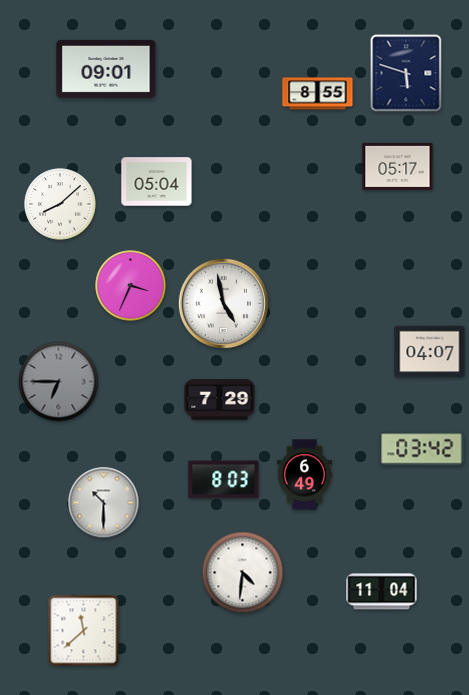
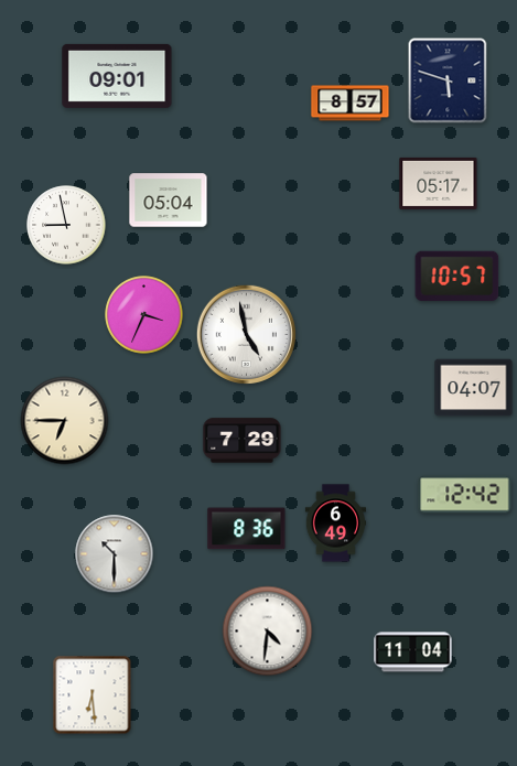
clock at (318, 94): 8:55 -> 8:57
clock at (157, 182) position: (157, 182) -> (169, 201)
clock at (60, 204): 8:08 -> 8:58
clock at (457, 276): none -> 10:57
clock at (59, 382) dial: grey -> cream
clock at (422, 449): 03:42 -> 12:42
clock at (224, 480): 8:03 -> 8:36
clock at (382, 592) position: (382, 592) -> (413, 652)
clock at (84, 631): 11:38 -> 6:29
